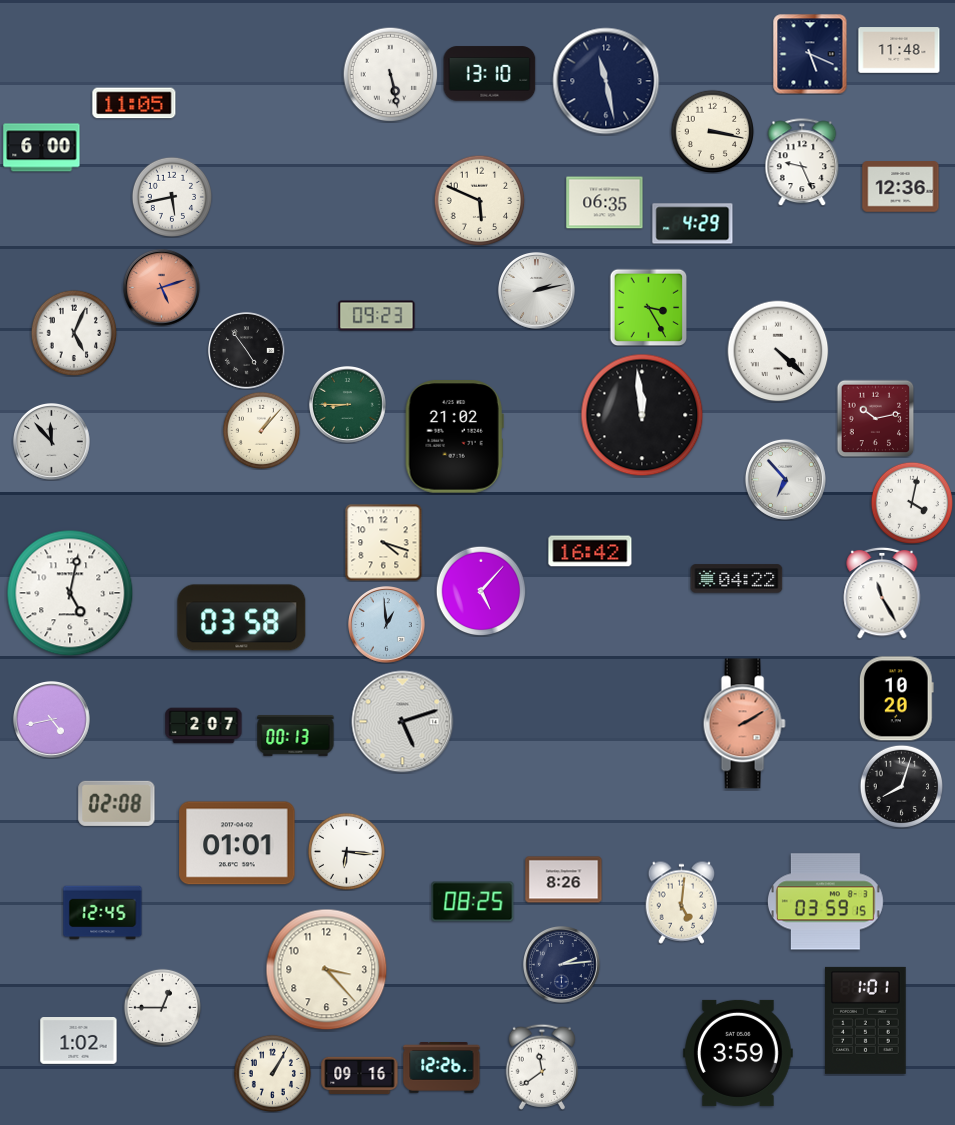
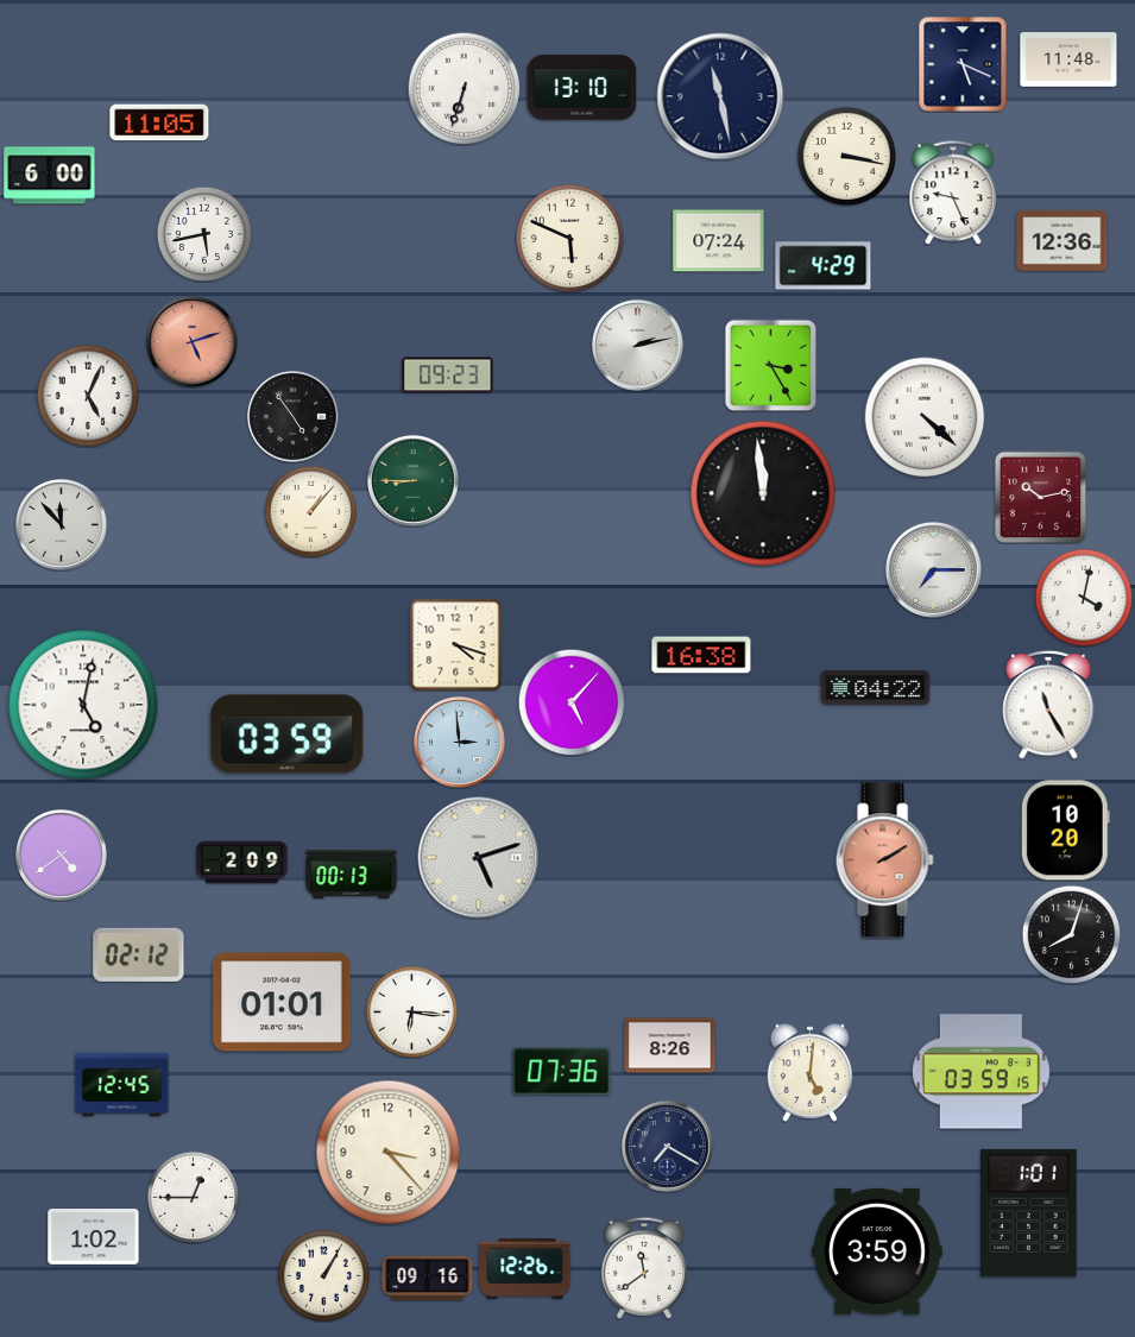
clock at (390, 74): 5:28 -> 6:33
clock at (901, 187) position: (901, 187) -> (1063, 241)
clock at (605, 203): 06:35 -> 07:24
clock at (454, 437): 21:02 -> none
clock at (785, 479): 6:53 -> 7:15
clock at (590, 551): 16:42 -> 16:38
clock at (242, 618): 03:58 -> 03:59
clock at (387, 625): 12:59 -> 2:59
clock at (52, 720): 4:43 -> 4:39
clock at (204, 726): 2:07 -> 2:09
clock at (117, 803): 02:08 -> 02:12
clock at (473, 902): 08:25 -> 07:36
clock at (562, 965): 2:14 -> 7:20
